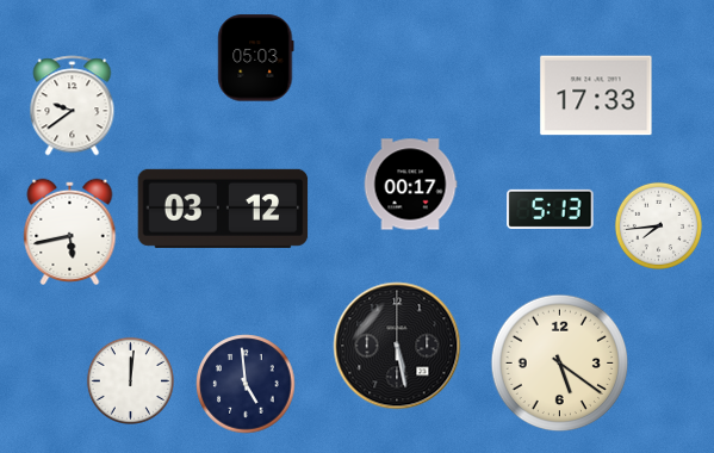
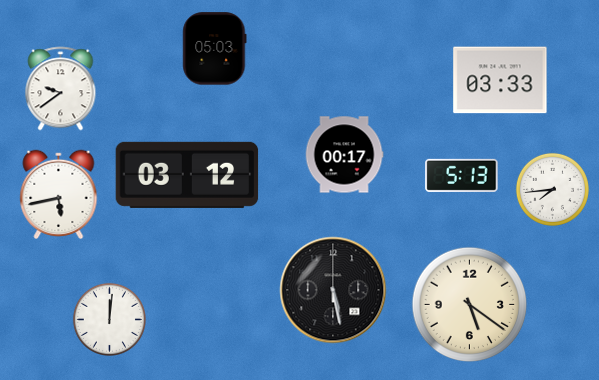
clock at (596, 95): 17:33 -> 03:33
clock at (246, 384): 4:59 -> none
